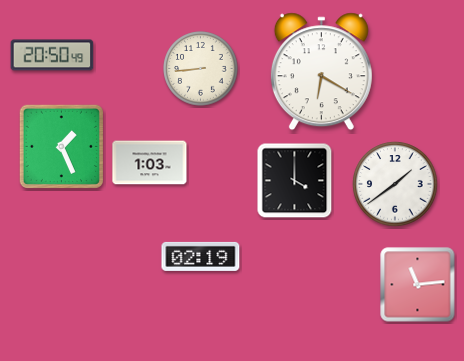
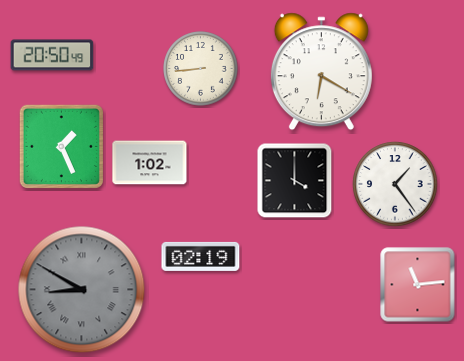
clock at (150, 163): 1:03 -> 1:02
clock at (395, 184): 1:39 -> 1:24
clock at (82, 290): none -> 8:50
